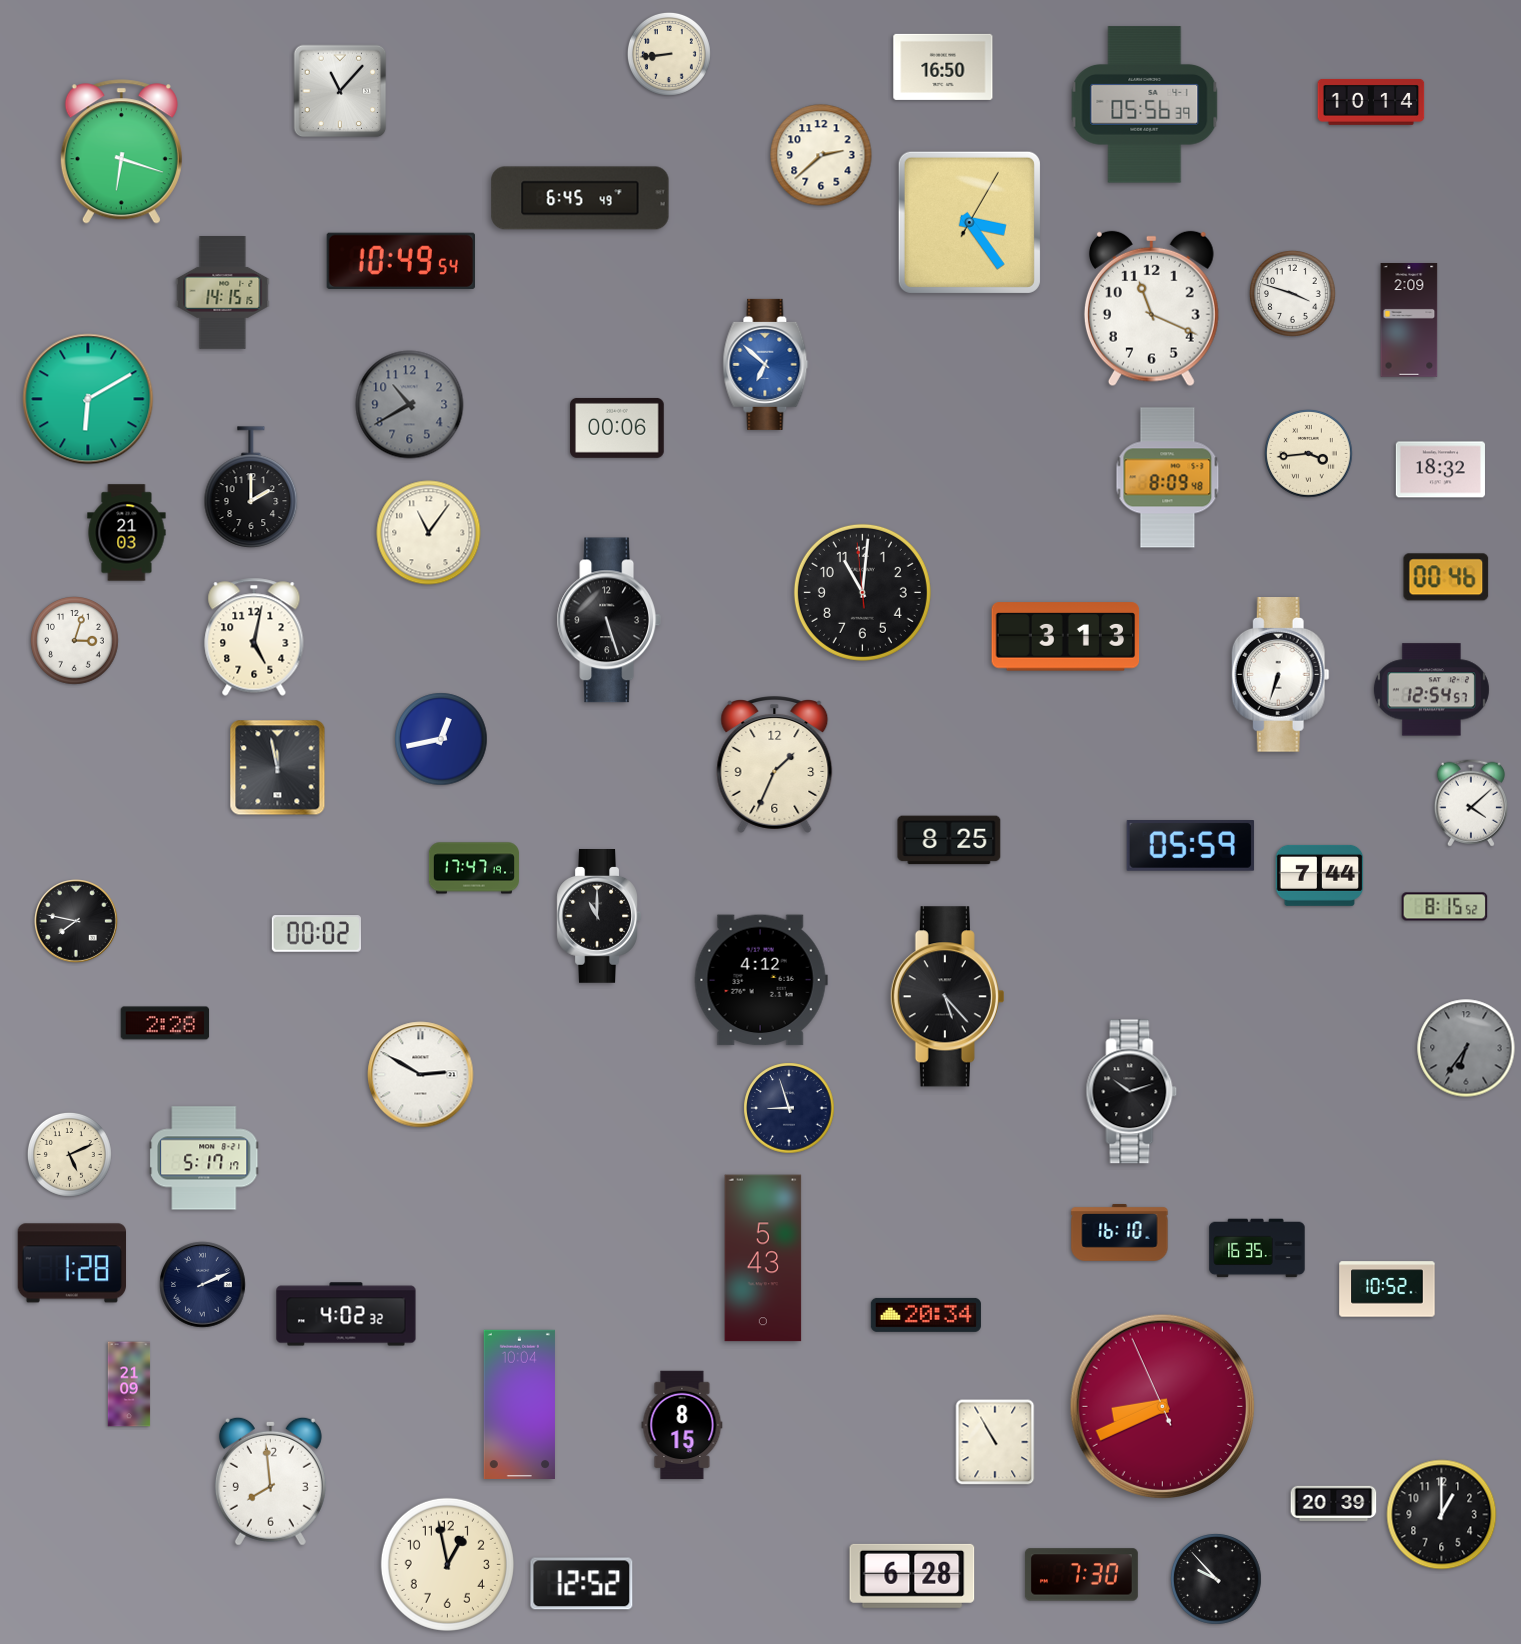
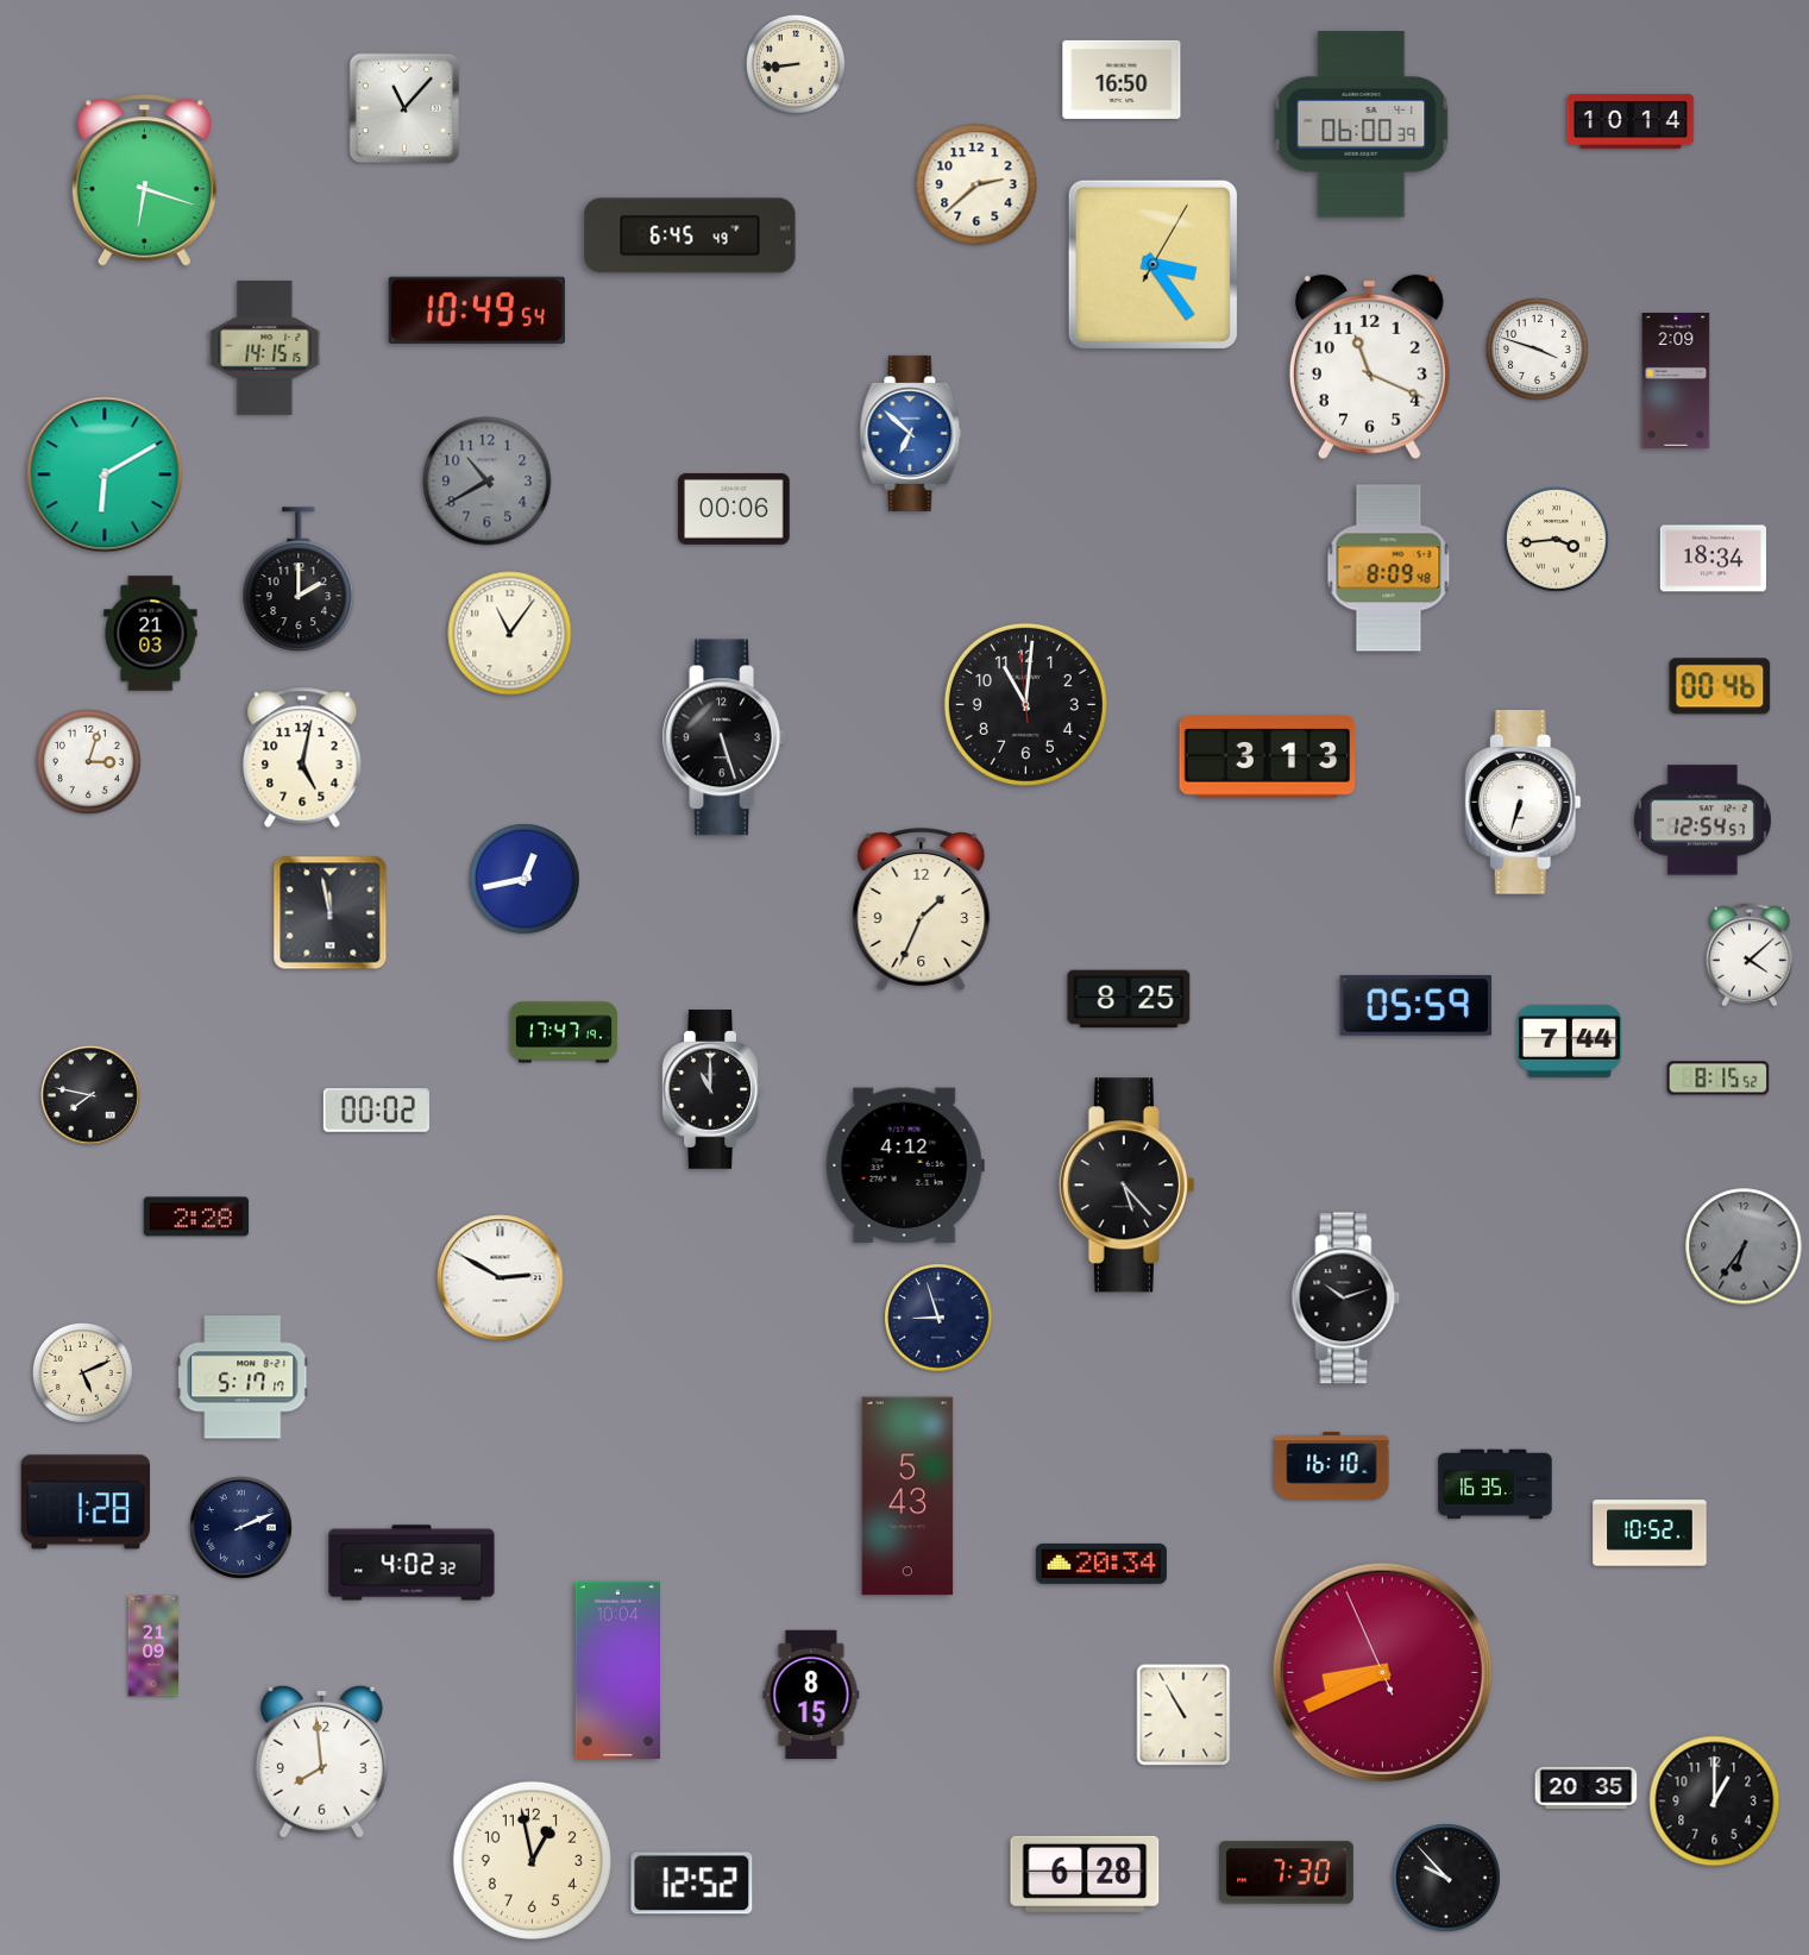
clock at (1145, 105): 05:56 -> 06:00
clock at (1440, 470): 18:32 -> 18:34
clock at (1334, 1503): 20:39 -> 20:35
